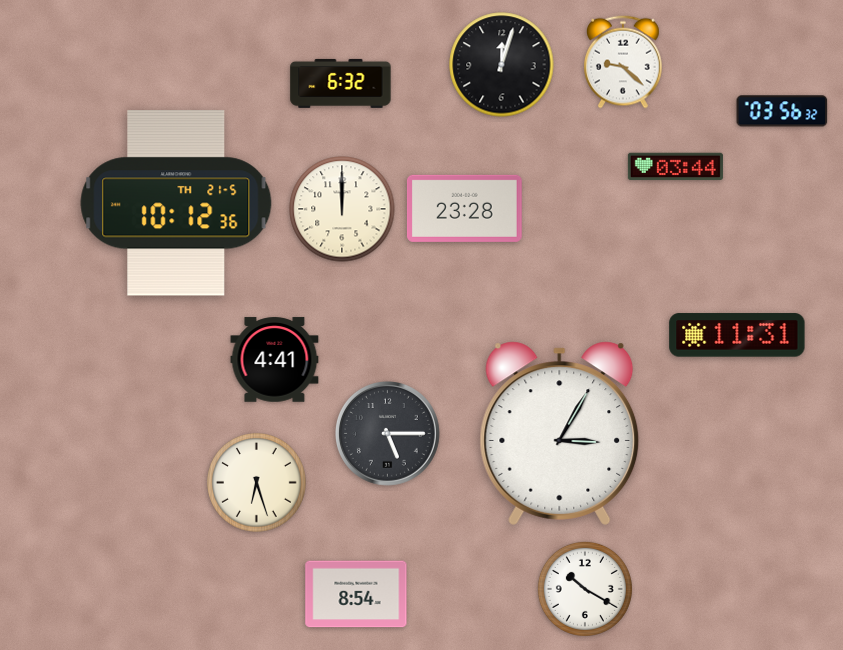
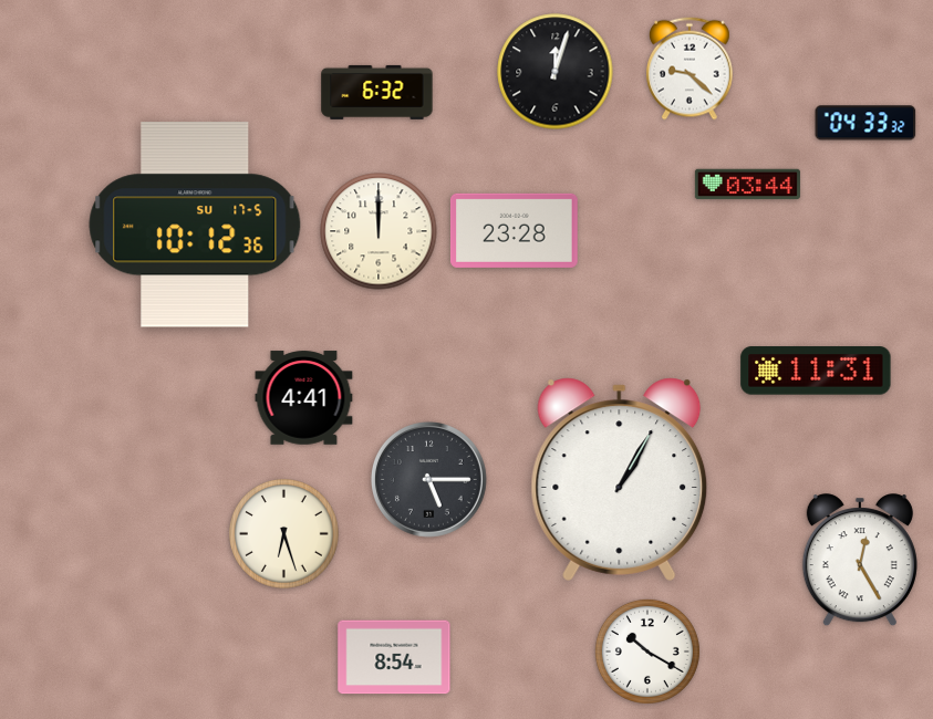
clock at (782, 111): 03:56 -> 04:33
clock at (176, 203) date: TH 21-5 -> SU 17-5
clock at (560, 433): 3:05 -> 1:05
clock at (860, 561): none -> 12:25
